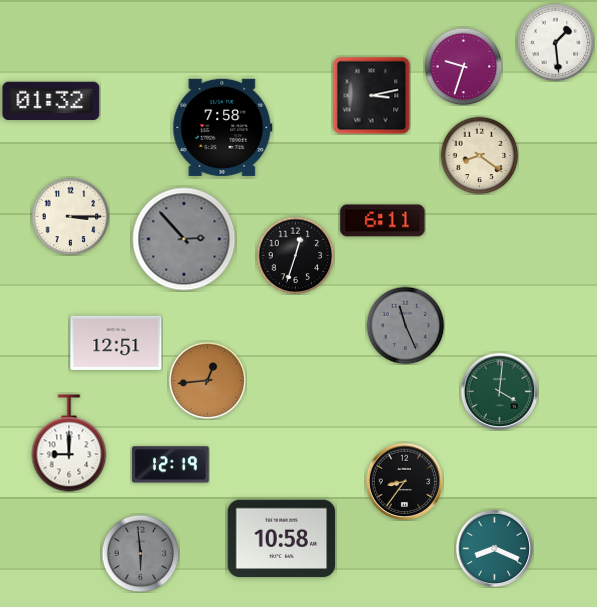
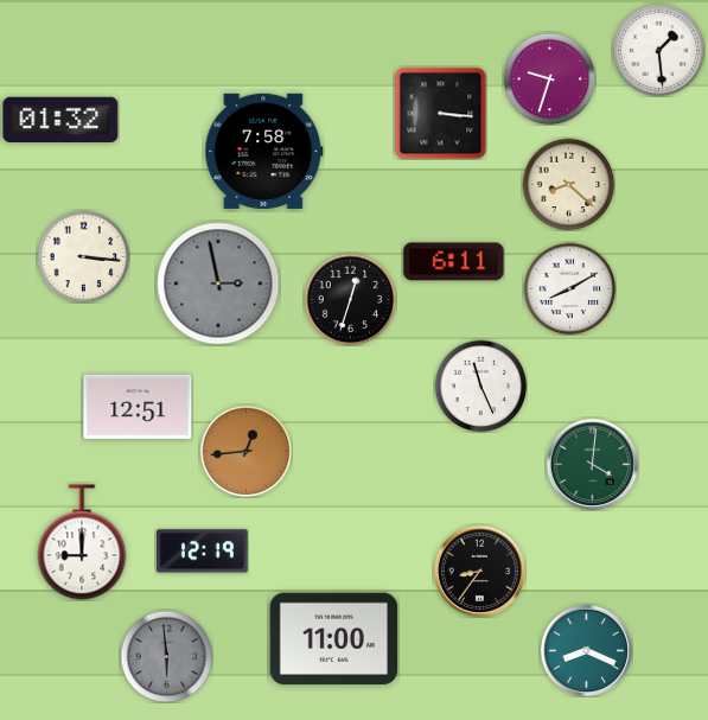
clock at (371, 95): 3:13 -> 3:16
clock at (479, 155): 8:21 -> 8:22
clock at (70, 216): 3:15 -> 3:16
clock at (184, 239): 2:53 -> 2:58
clock at (569, 288): none -> 8:10
clock at (295, 255) position: (295, 255) -> (350, 299)
clock at (405, 325) dial: grey -> white
clock at (69, 443) position: (69, 443) -> (82, 542)
clock at (282, 539): 10:58 -> 11:00
